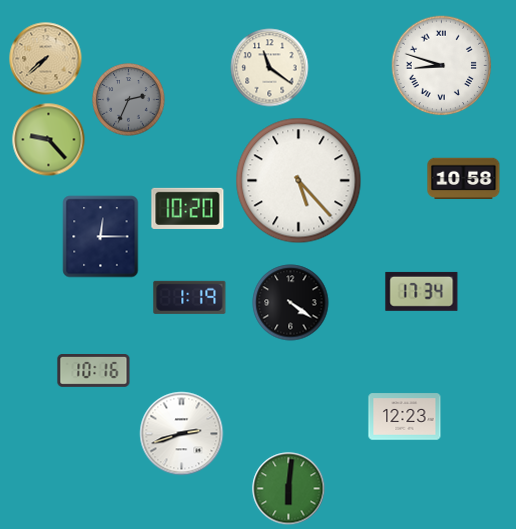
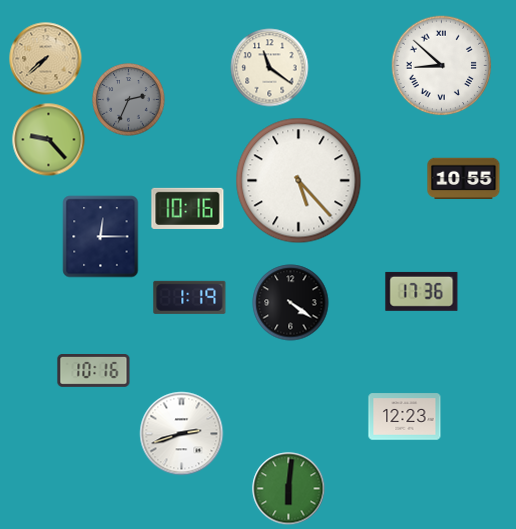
clock at (442, 66): 8:48 -> 8:52
clock at (464, 179): 10:58 -> 10:55
clock at (188, 208): 10:20 -> 10:16
clock at (422, 291): 17:34 -> 17:36
